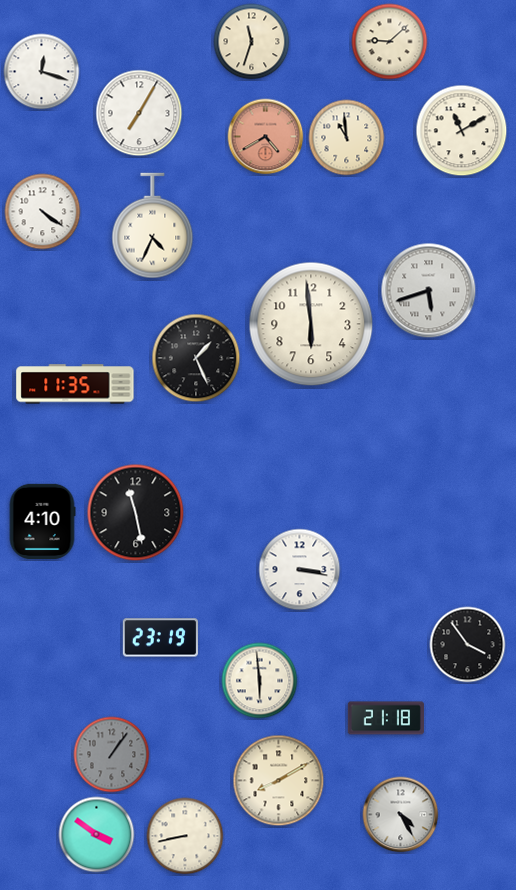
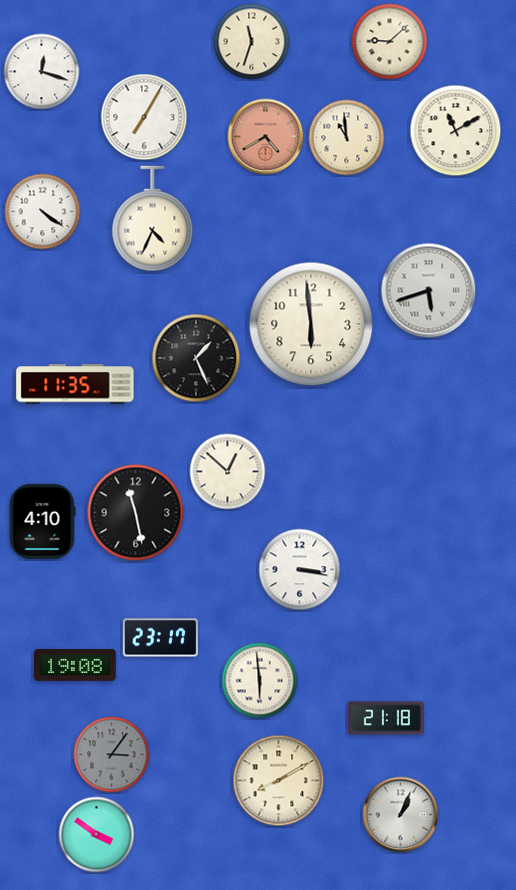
clock at (139, 113) position: (139, 113) -> (144, 117)
clock at (462, 131) position: (462, 131) -> (456, 131)
clock at (153, 226) position: (153, 226) -> (153, 219)
clock at (228, 472): none -> 12:52
clock at (160, 638): 23:19 -> 23:17
clock at (468, 645): 3:54 -> none
clock at (75, 665): none -> 19:08
clock at (112, 755): 1:06 -> 3:06
clock at (401, 815): 4:25 -> 1:04
clock at (185, 836): 8:43 -> none
